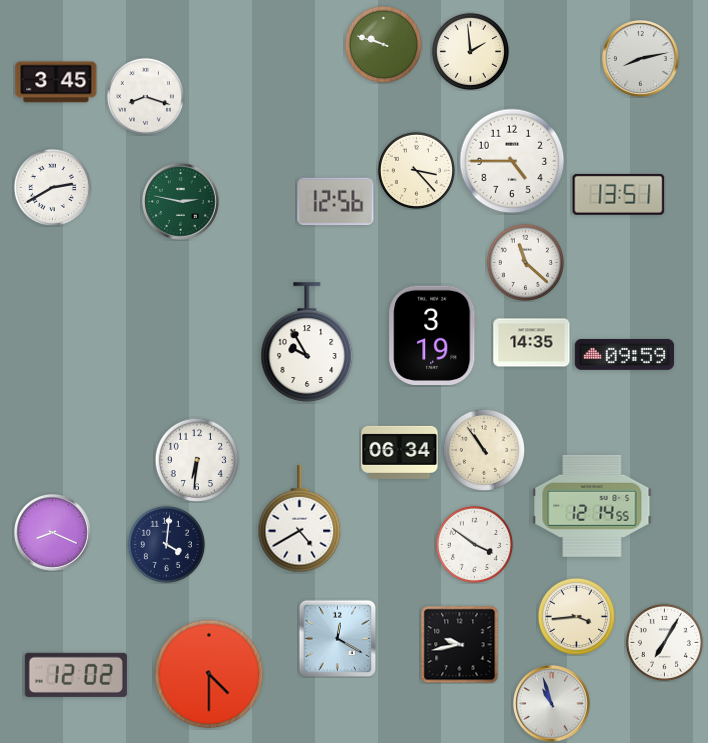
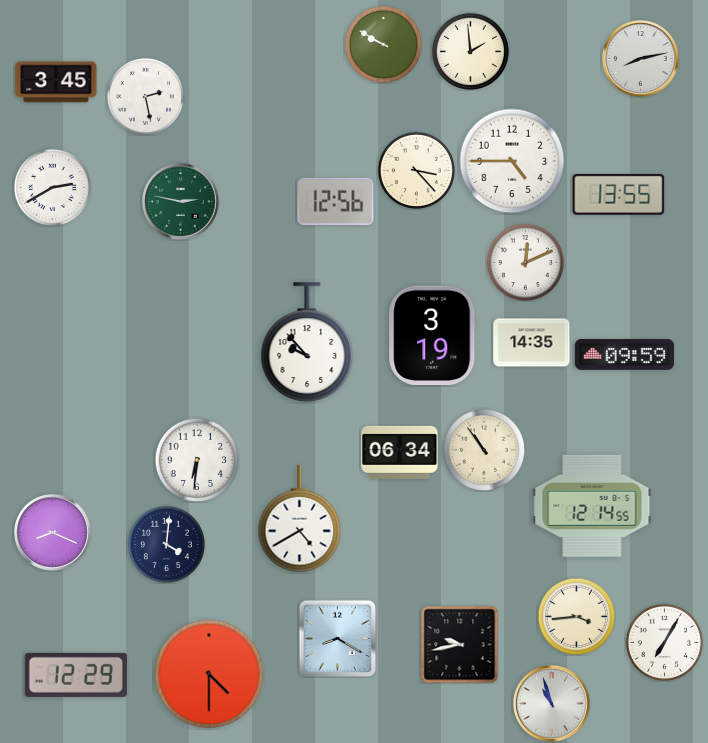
clock at (383, 44): 9:48 -> 9:50
clock at (145, 96): 8:18 -> 2:28
clock at (619, 194): 13:51 -> 13:55
clock at (525, 262): 11:22 -> 12:11
clock at (307, 342): 9:55 -> 9:53
clock at (474, 544): 3:51 -> none
clock at (337, 638): 12:20 -> 8:20
clock at (76, 675): 12:02 -> 12:29
